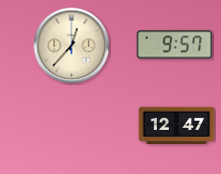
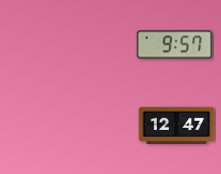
clock at (72, 46): 12:37 -> none
